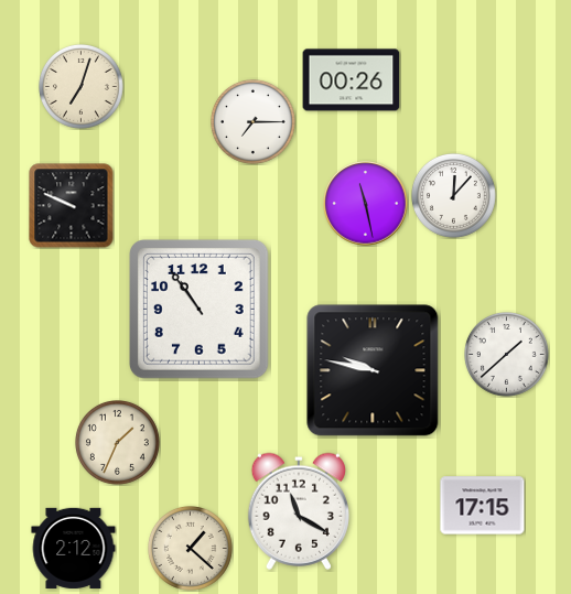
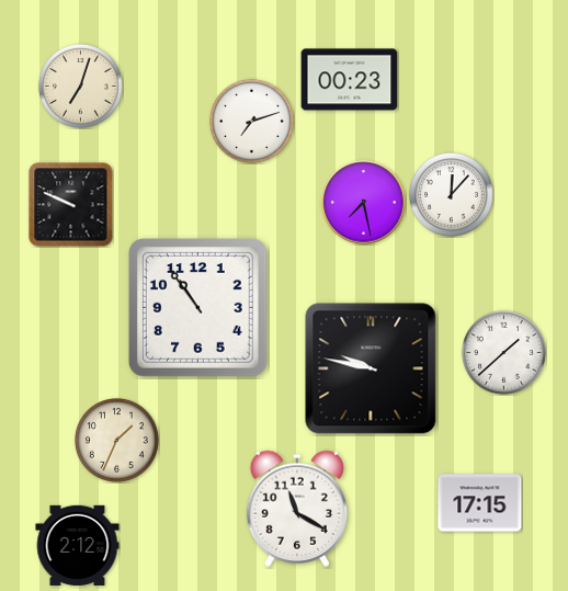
clock at (352, 80): 00:26 -> 00:23
clock at (254, 122): 7:15 -> 7:12
clock at (366, 204): 11:28 -> 7:28
clock at (74, 548) position: (74, 548) -> (78, 545)
clock at (191, 549): 1:22 -> none
